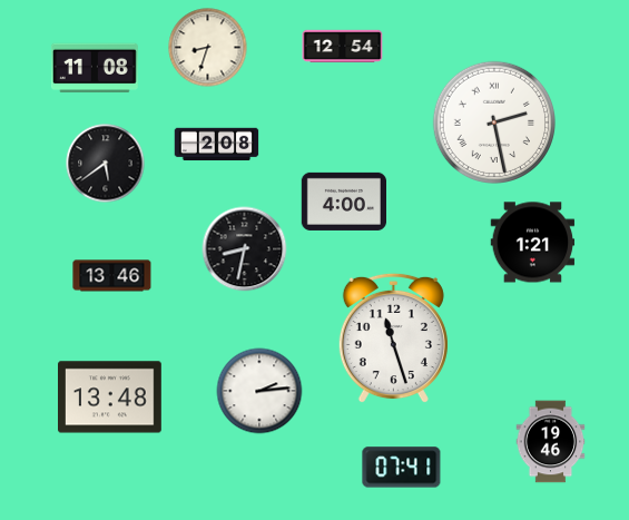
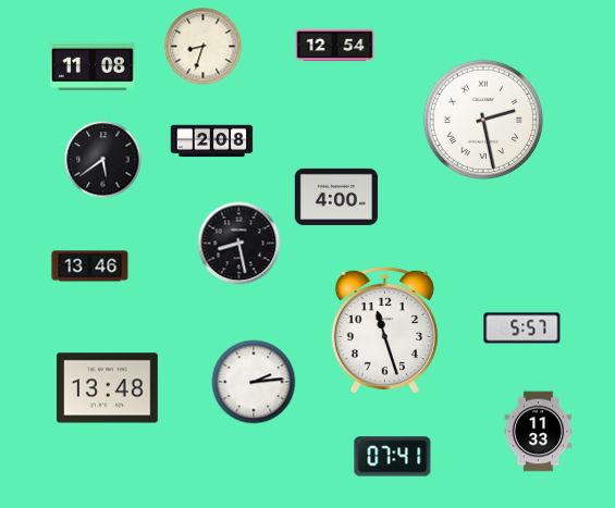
clock at (533, 243): 1:21 -> none
clock at (245, 249): 8:32 -> 8:28
clock at (112, 276) position: (112, 276) -> (90, 267)
clock at (522, 329): none -> 5:57
clock at (551, 442): 19:46 -> 11:33
